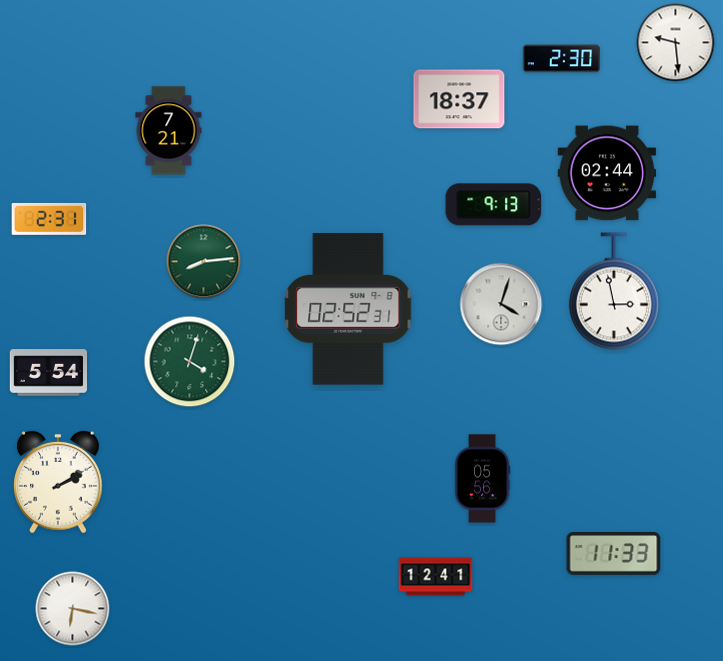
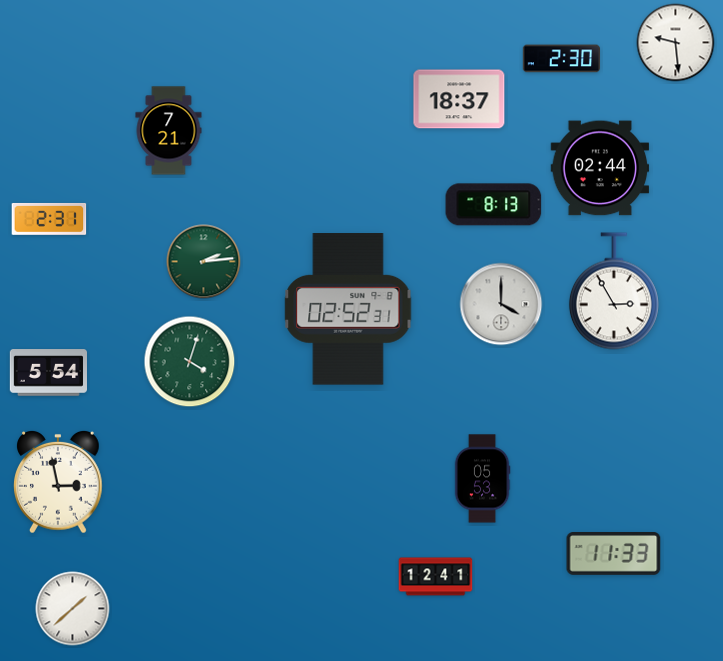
clock at (607, 173) position: (607, 173) -> (600, 168)
clock at (494, 205): 9:13 -> 8:13
clock at (204, 262): 8:14 -> 2:14
clock at (614, 291): 2:58 -> 2:55
clock at (501, 304): 4:03 -> 4:00
clock at (482, 479): 05:56 -> 05:53
clock at (58, 483): 2:10 -> 2:58
clock at (73, 609): 6:17 -> 1:38
